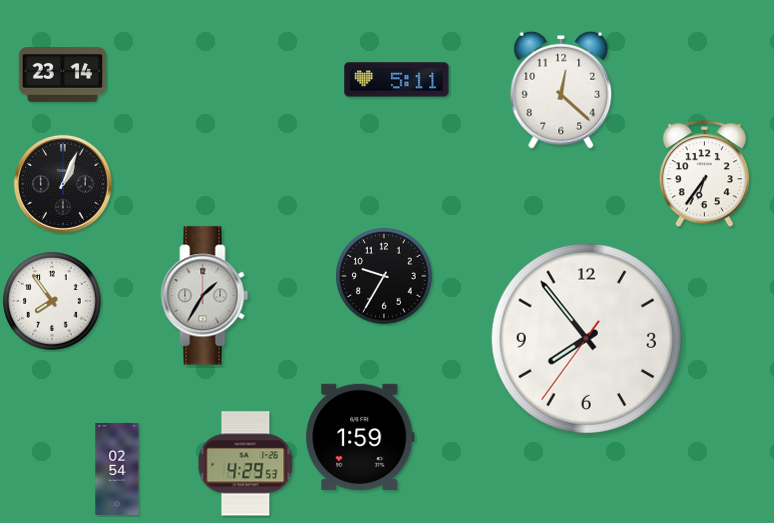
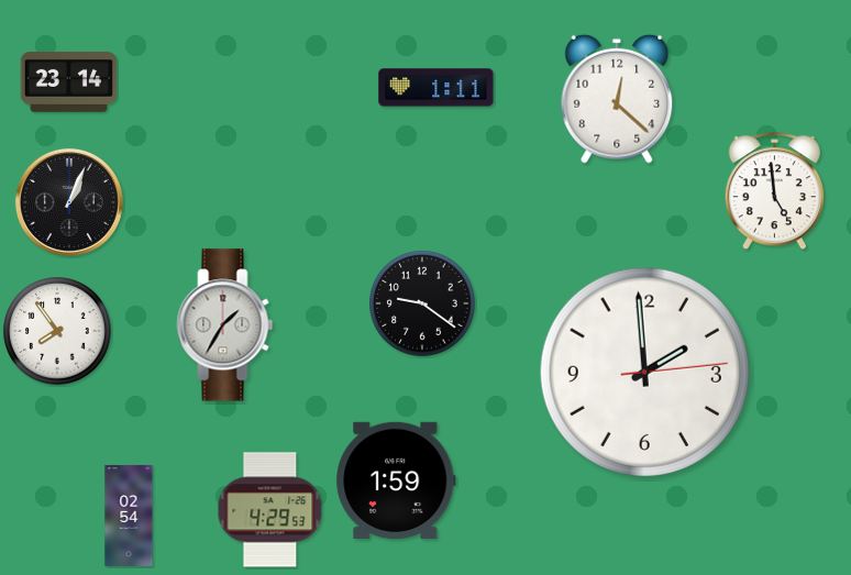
clock at (397, 80): 5:11 -> 1:11
clock at (704, 174): 6:36 -> 4:59
clock at (384, 276): 9:35 -> 9:21
clock at (586, 338): 7:53 -> 1:59
